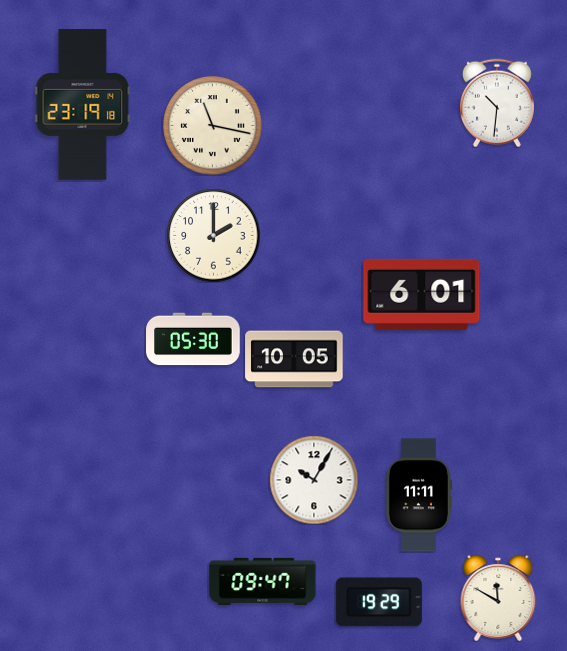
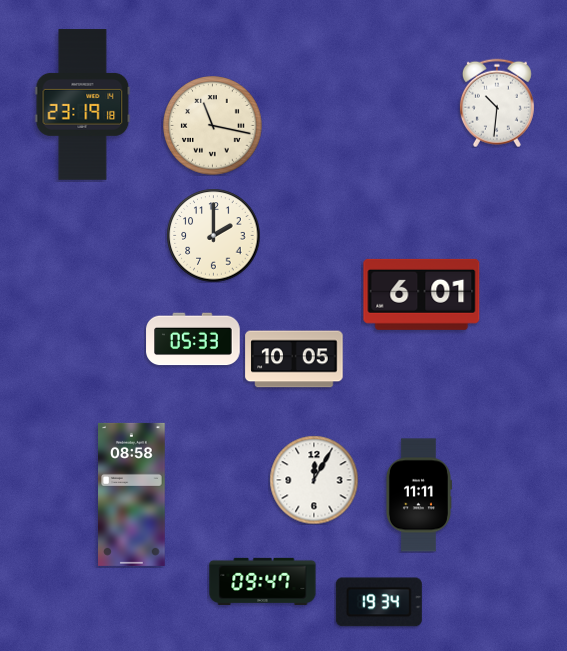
clock at (193, 339): 05:30 -> 05:33
clock at (314, 480): 10:05 -> 12:05
clock at (132, 494): none -> 08:58
clock at (498, 598): 11:50 -> none
clock at (379, 602): 19:29 -> 19:34
